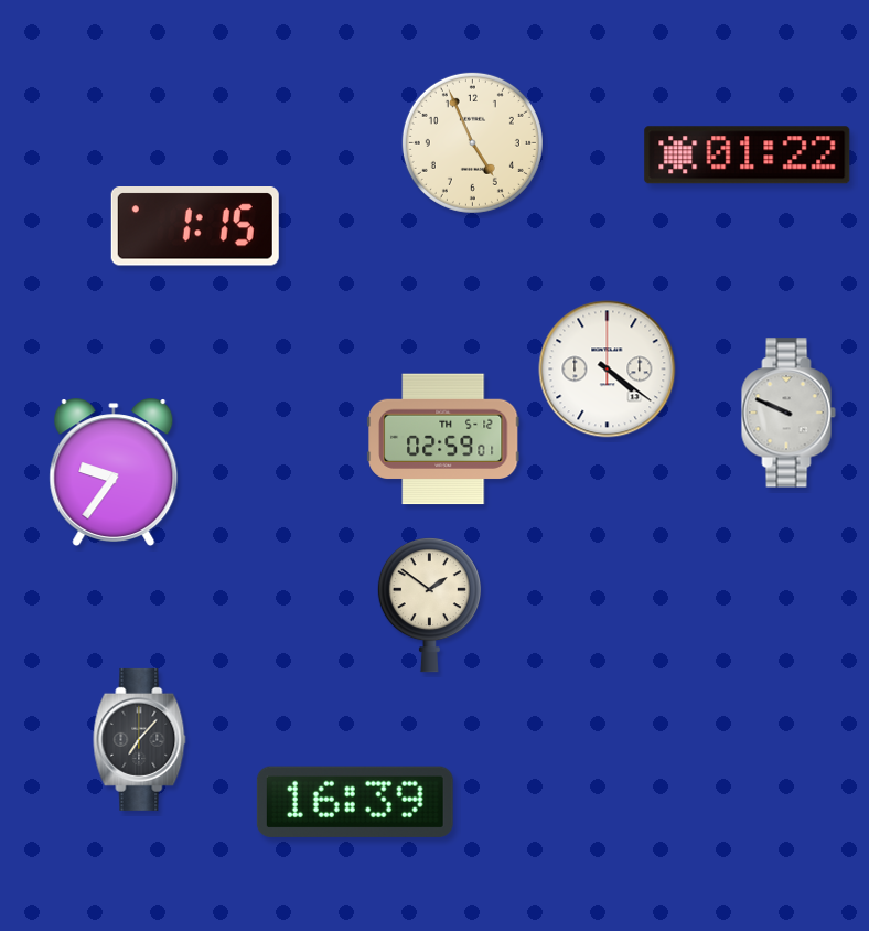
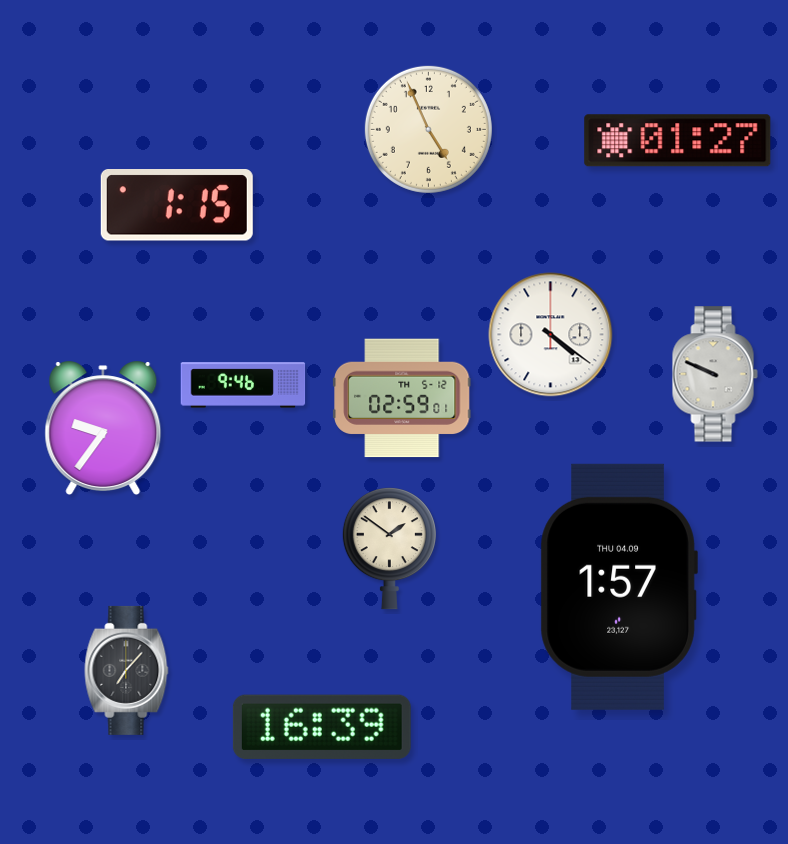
clock at (748, 156): 01:22 -> 01:27
clock at (243, 385): none -> 9:46
clock at (619, 587): none -> 1:57
